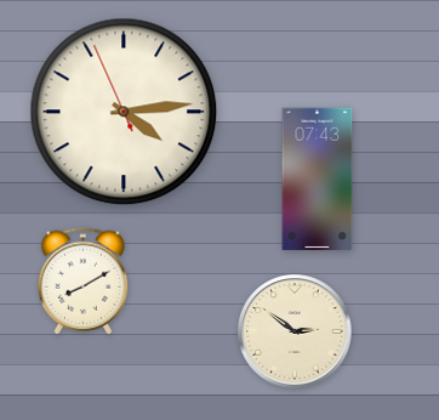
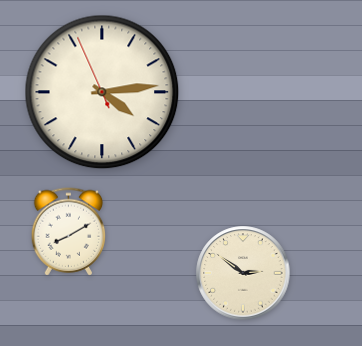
clock at (318, 180): 07:43 -> none
